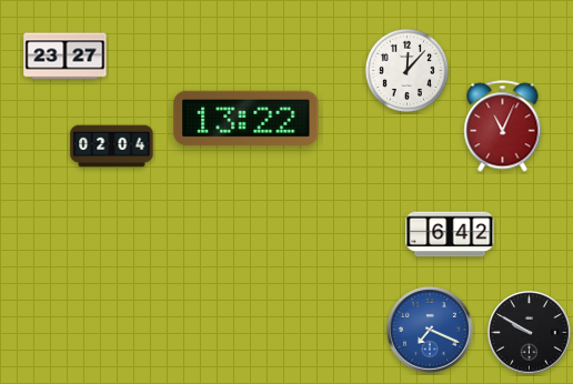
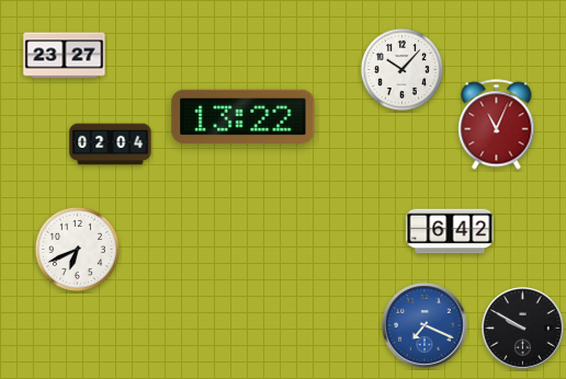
clock at (406, 70): 12:07 -> 10:07
clock at (450, 234) position: (450, 234) -> (450, 231)
clock at (77, 249): none -> 6:41
